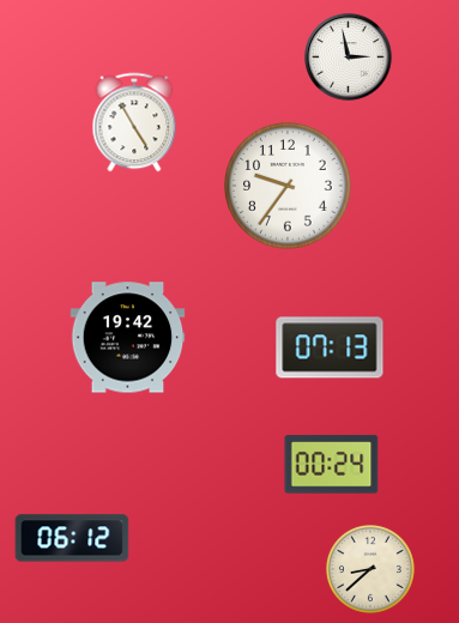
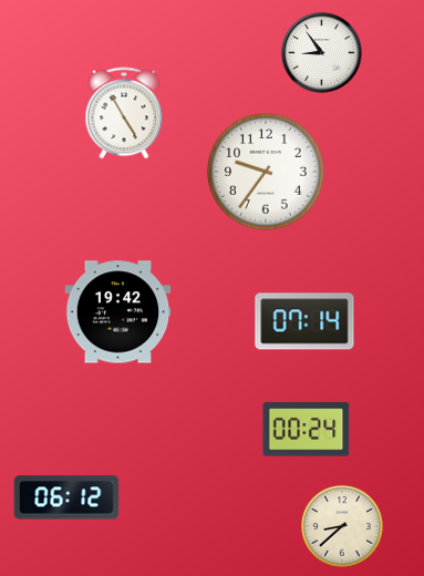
clock at (349, 58): 2:58 -> 8:54
clock at (330, 347): 07:13 -> 07:14
